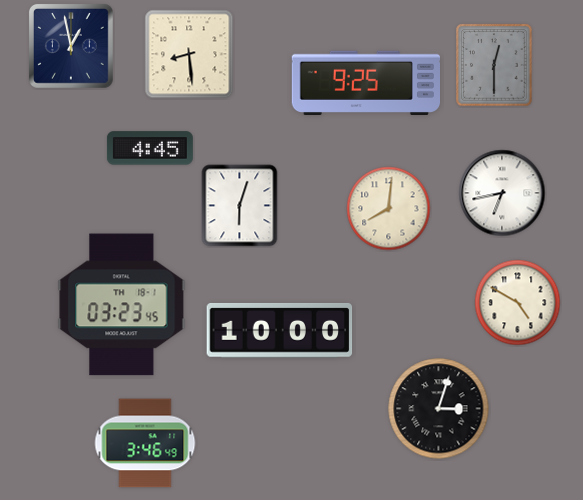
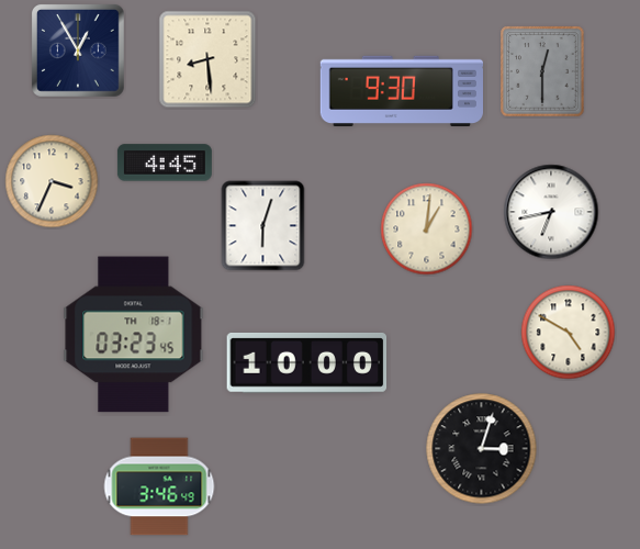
clock at (71, 46): 12:58 -> 12:55
clock at (365, 82): 9:25 -> 9:30
clock at (52, 181): none -> 3:34
clock at (389, 209): 8:01 -> 1:01
